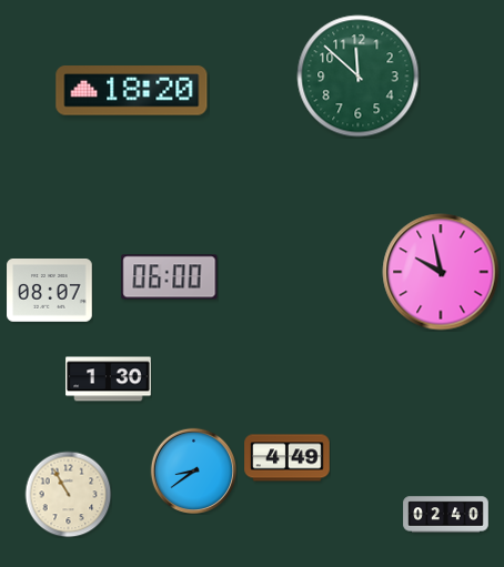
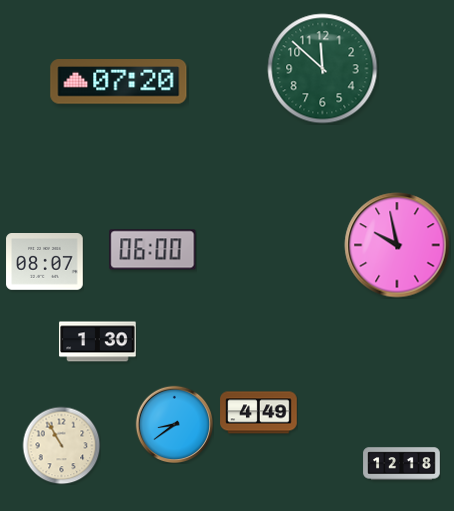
clock at (132, 91): 18:20 -> 07:20
clock at (446, 515): 02:40 -> 12:18
